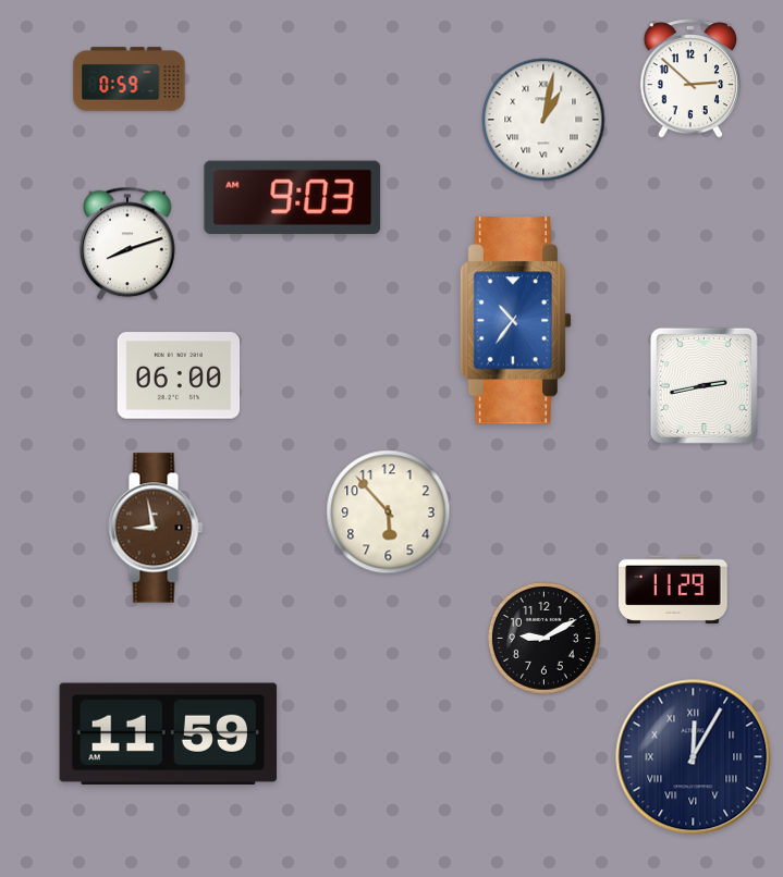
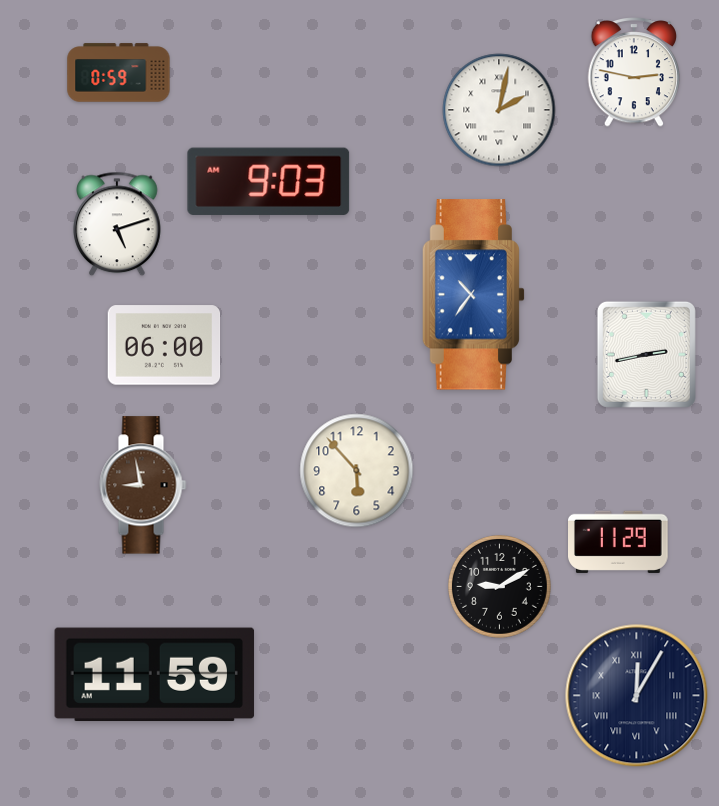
clock at (690, 79): 2:52 -> 2:47
clock at (543, 120): 1:02 -> 2:02
clock at (129, 244): 8:12 -> 5:12
